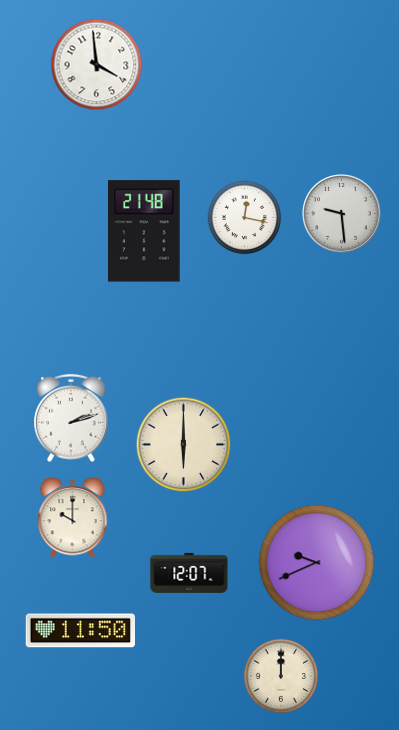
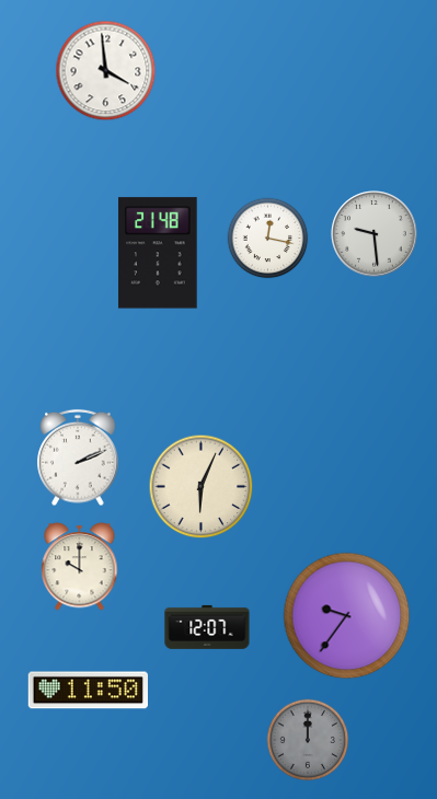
clock at (71, 418): 2:12 -> 2:11
clock at (184, 445): 6:00 -> 6:04
clock at (317, 563): 9:41 -> 9:36
clock at (281, 676) dial: cream -> grey
